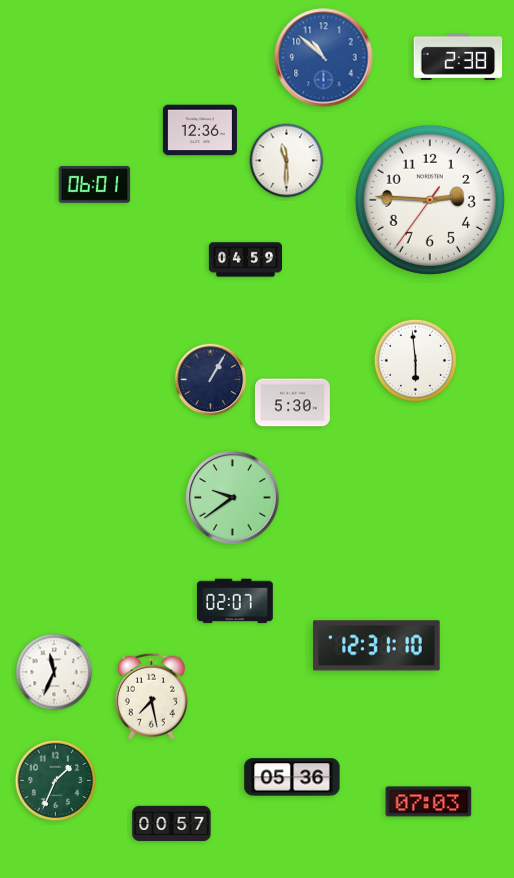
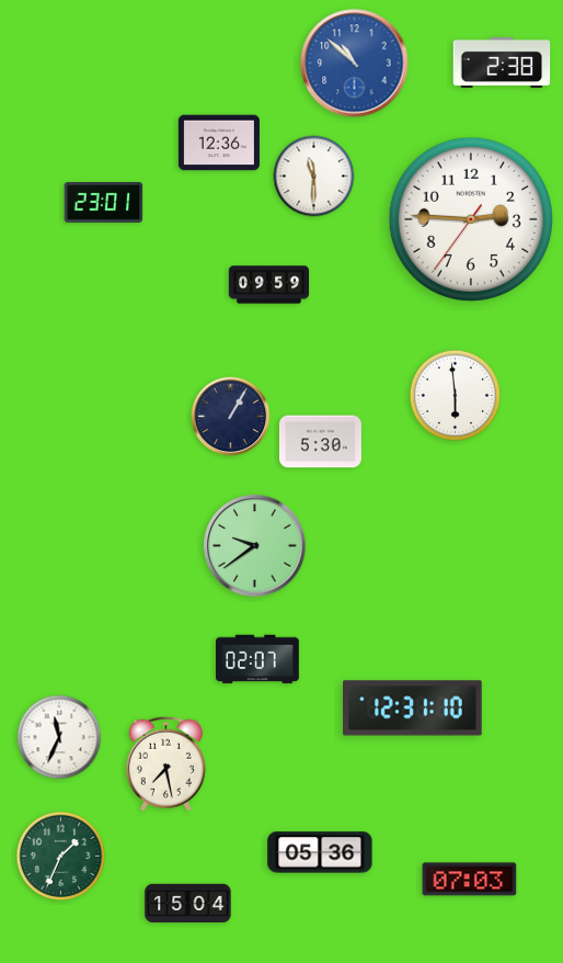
clock at (95, 184): 06:01 -> 23:01
clock at (245, 260): 04:59 -> 09:59
clock at (172, 824): 00:57 -> 15:04
